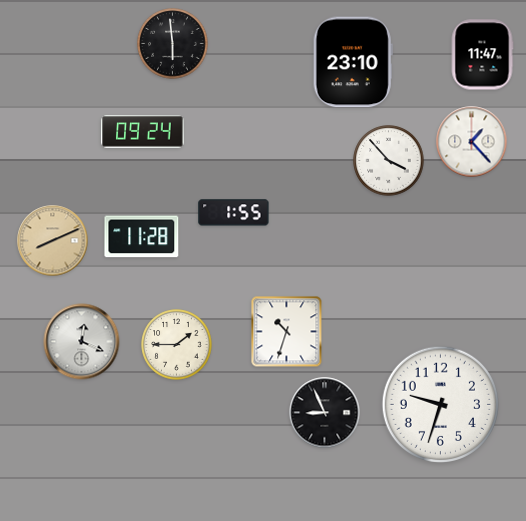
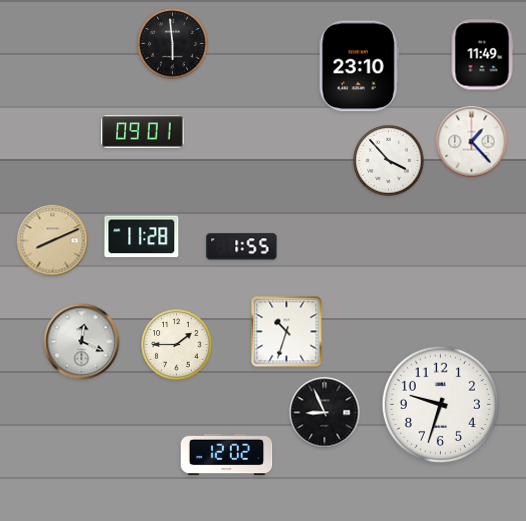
clock at (482, 55): 11:47 -> 11:49
clock at (353, 62) position: (353, 62) -> (359, 66)
clock at (143, 132): 09:24 -> 09:01
clock at (234, 213) position: (234, 213) -> (242, 247)
clock at (227, 455): none -> 12:02
